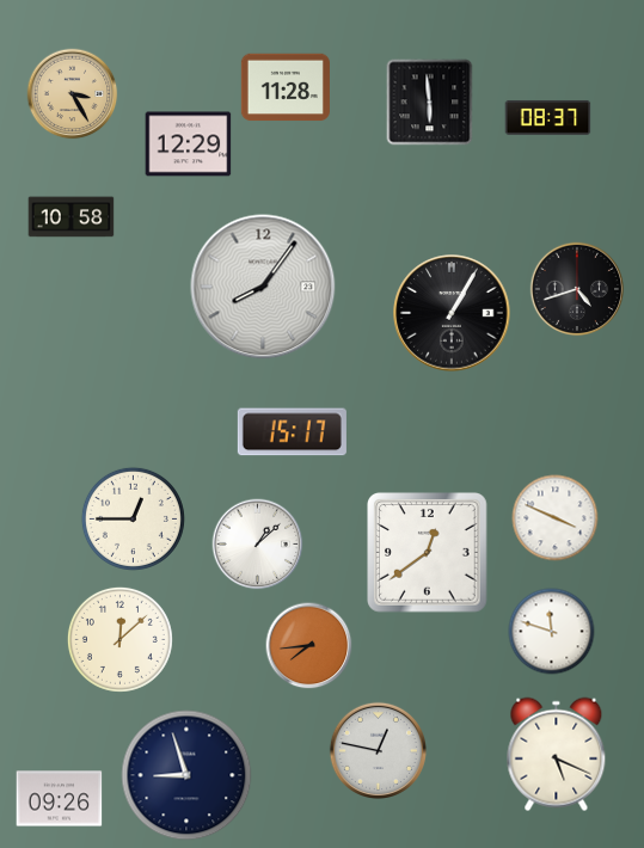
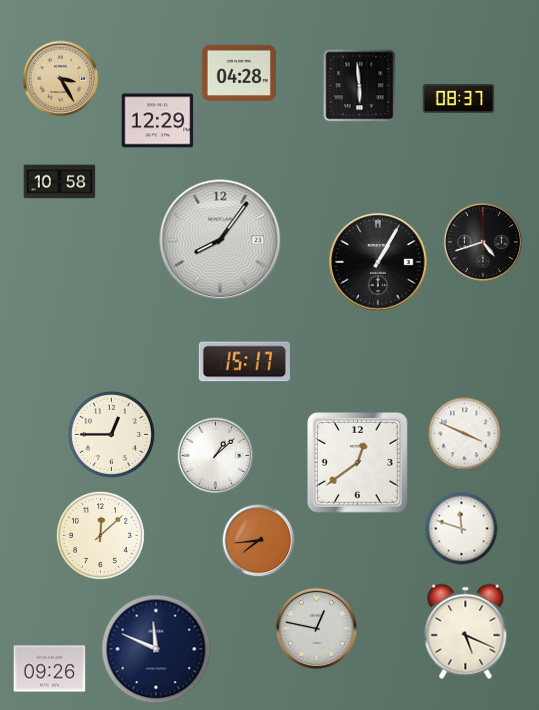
clock at (286, 87): 11:28 -> 04:28
clock at (186, 775): 8:57 -> 11:49
